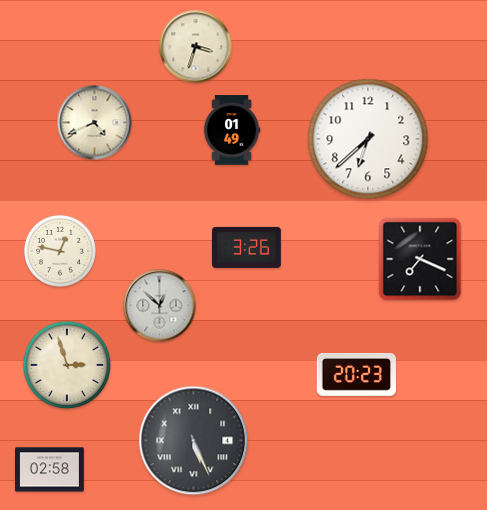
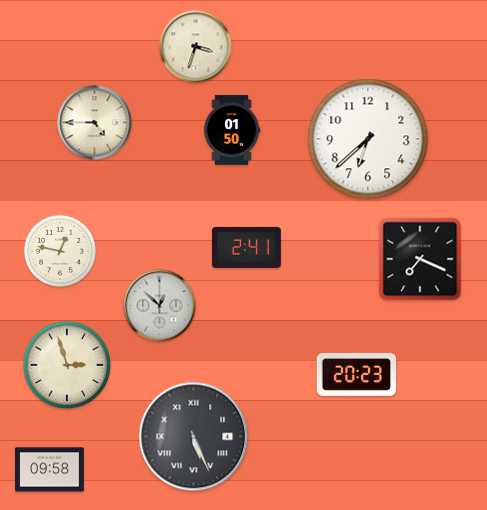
clock at (95, 123): 4:41 -> 4:45
clock at (232, 130): 01:49 -> 01:50
clock at (247, 247): 3:26 -> 2:41
clock at (194, 441) position: (194, 441) -> (194, 437)
clock at (50, 470): 02:58 -> 09:58
